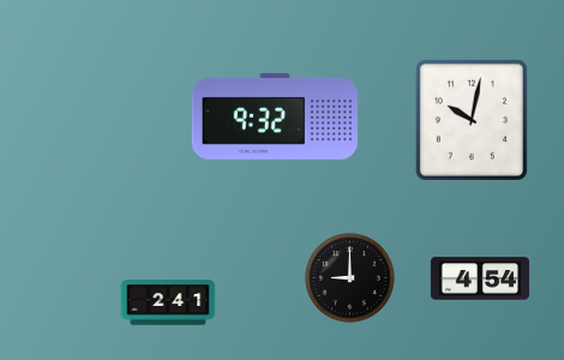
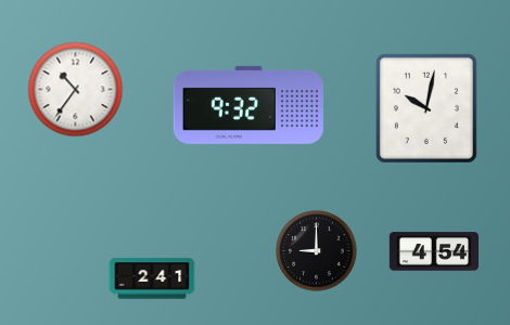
clock at (76, 90): none -> 10:36
clock at (168, 302) position: (168, 302) -> (152, 278)
